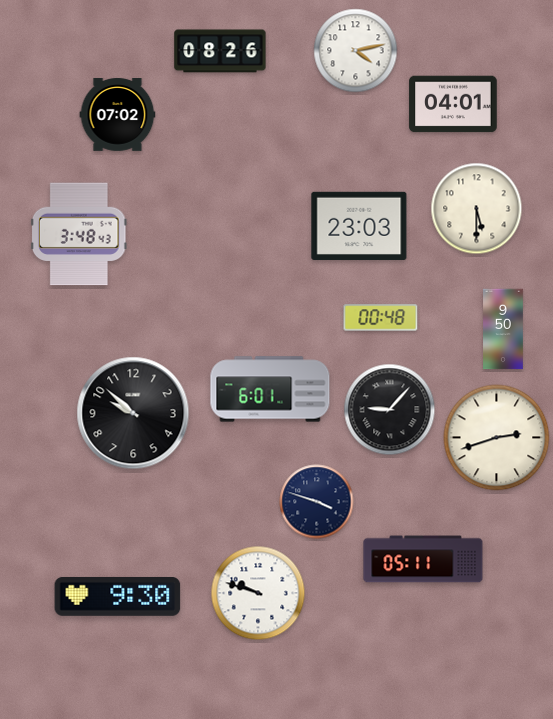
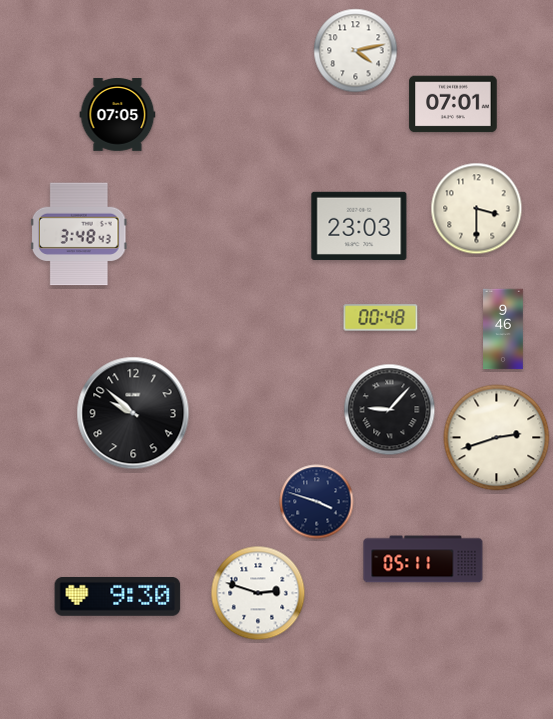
clock at (220, 51): 08:26 -> none
clock at (453, 104): 04:01 -> 07:01
clock at (118, 115): 07:02 -> 07:05
clock at (477, 209): 5:30 -> 3:30
clock at (503, 329): 9:50 -> 9:46
clock at (270, 389): 6:01 -> none
clock at (258, 593): 9:48 -> 2:48
